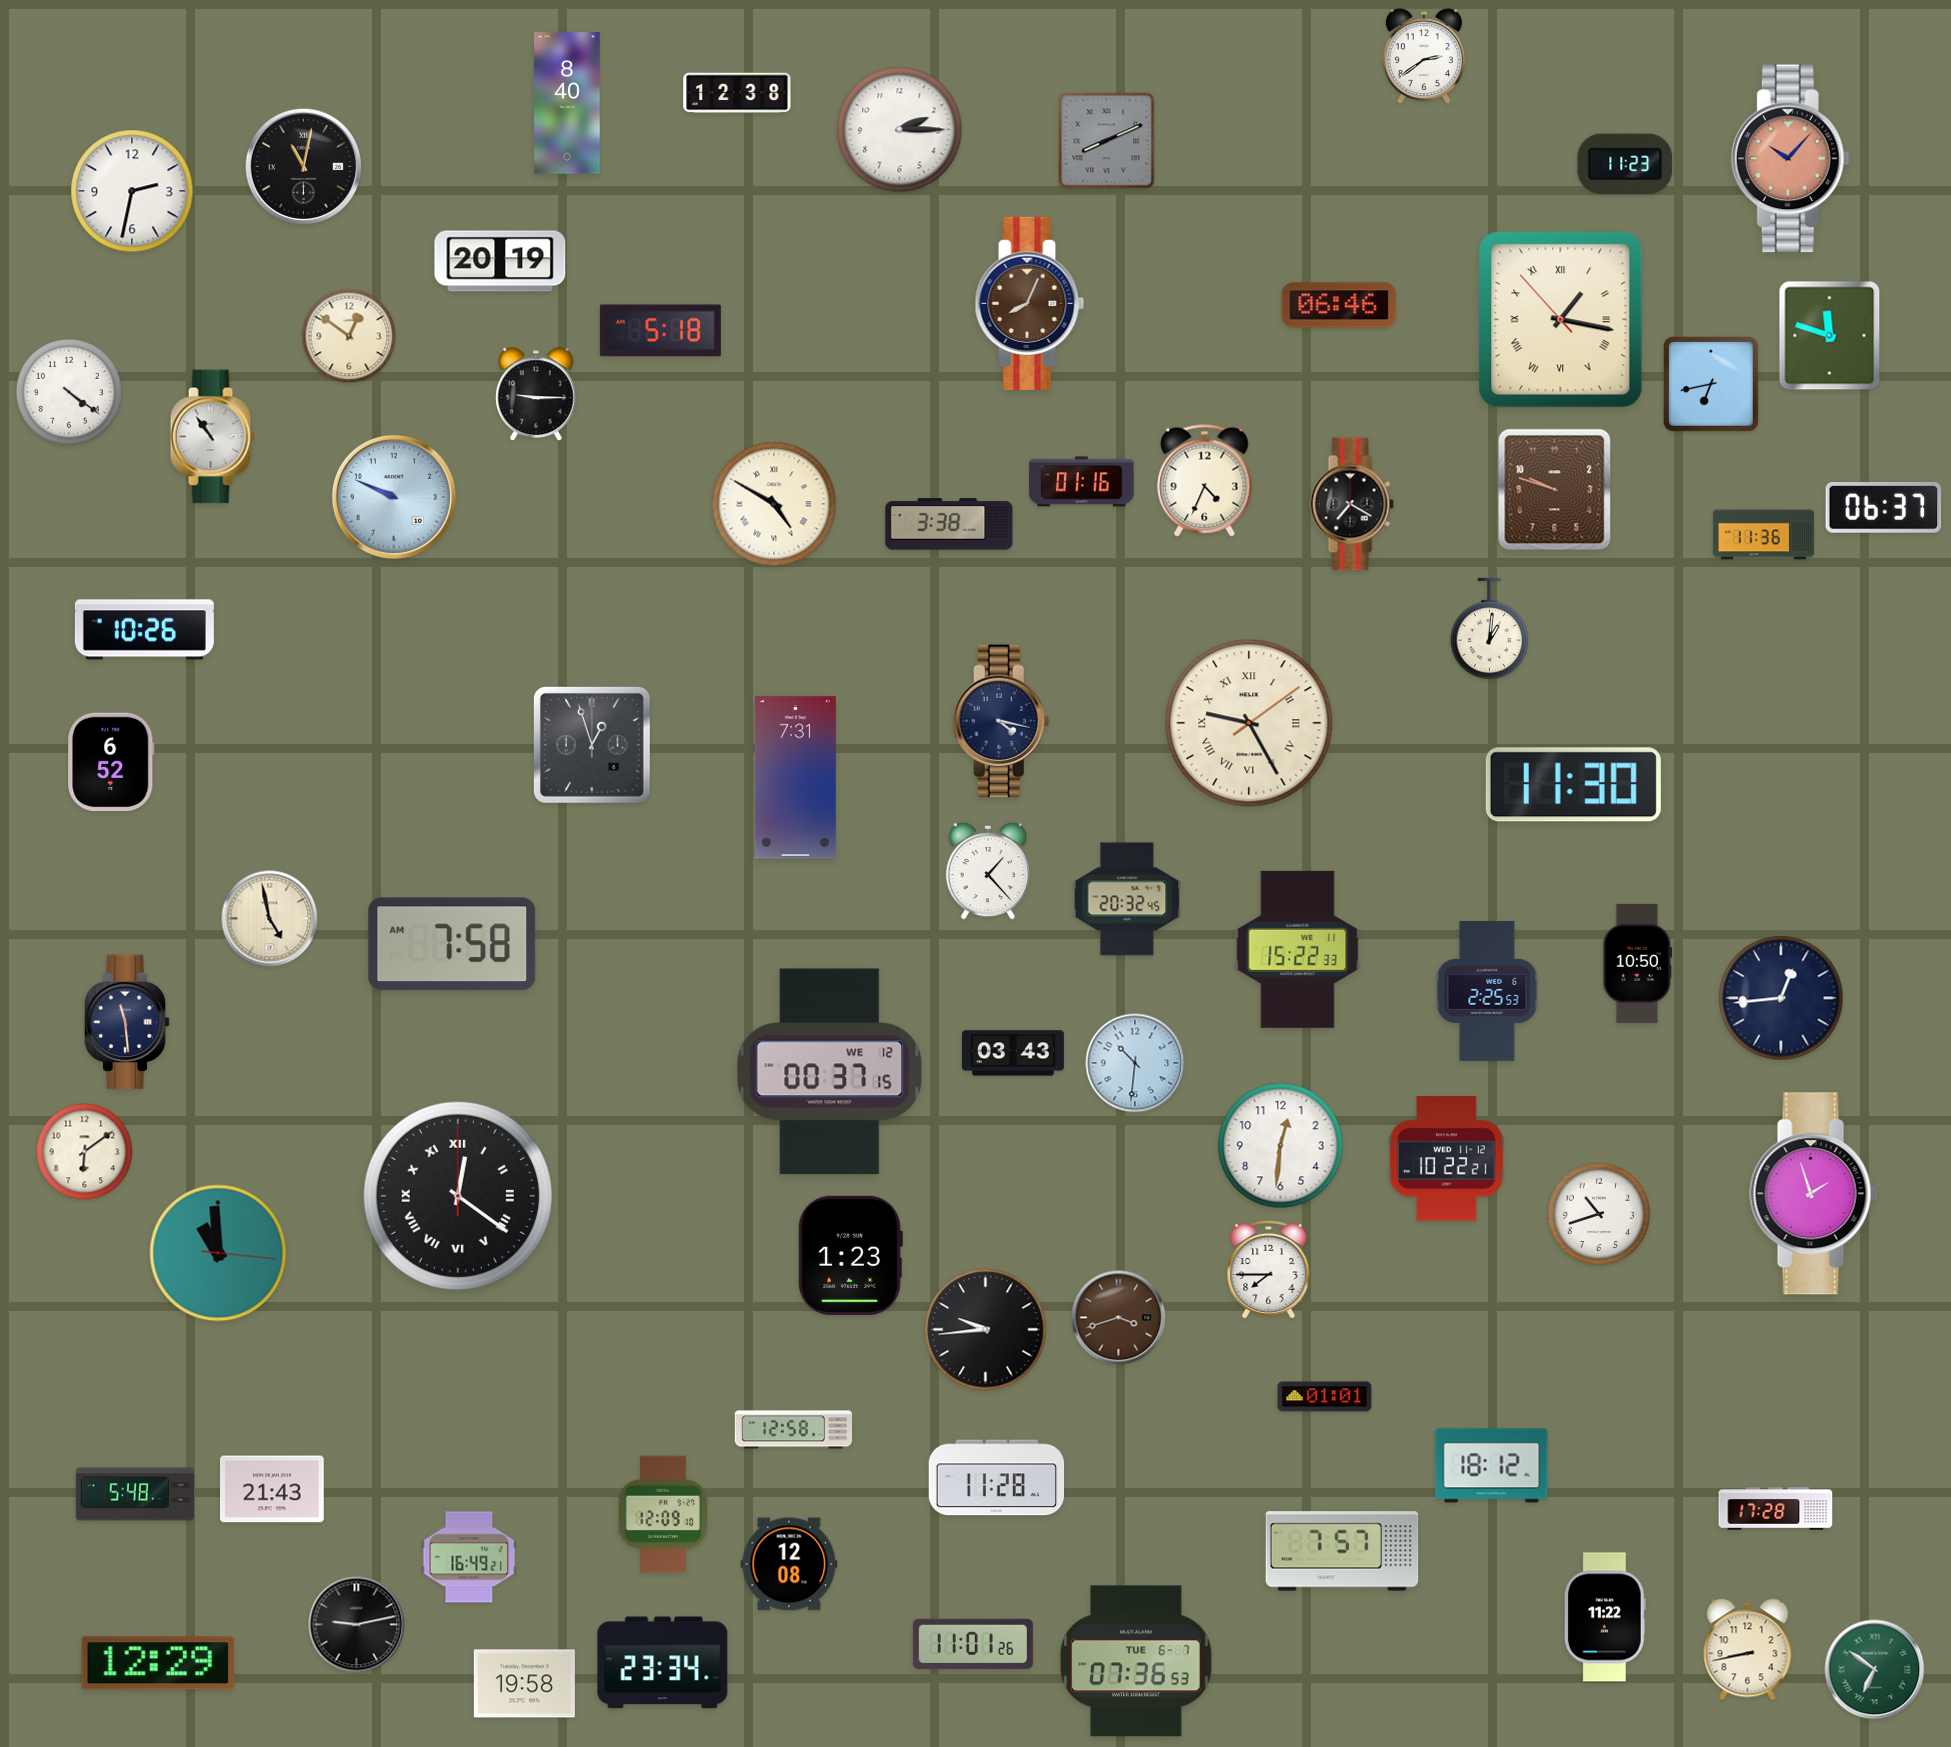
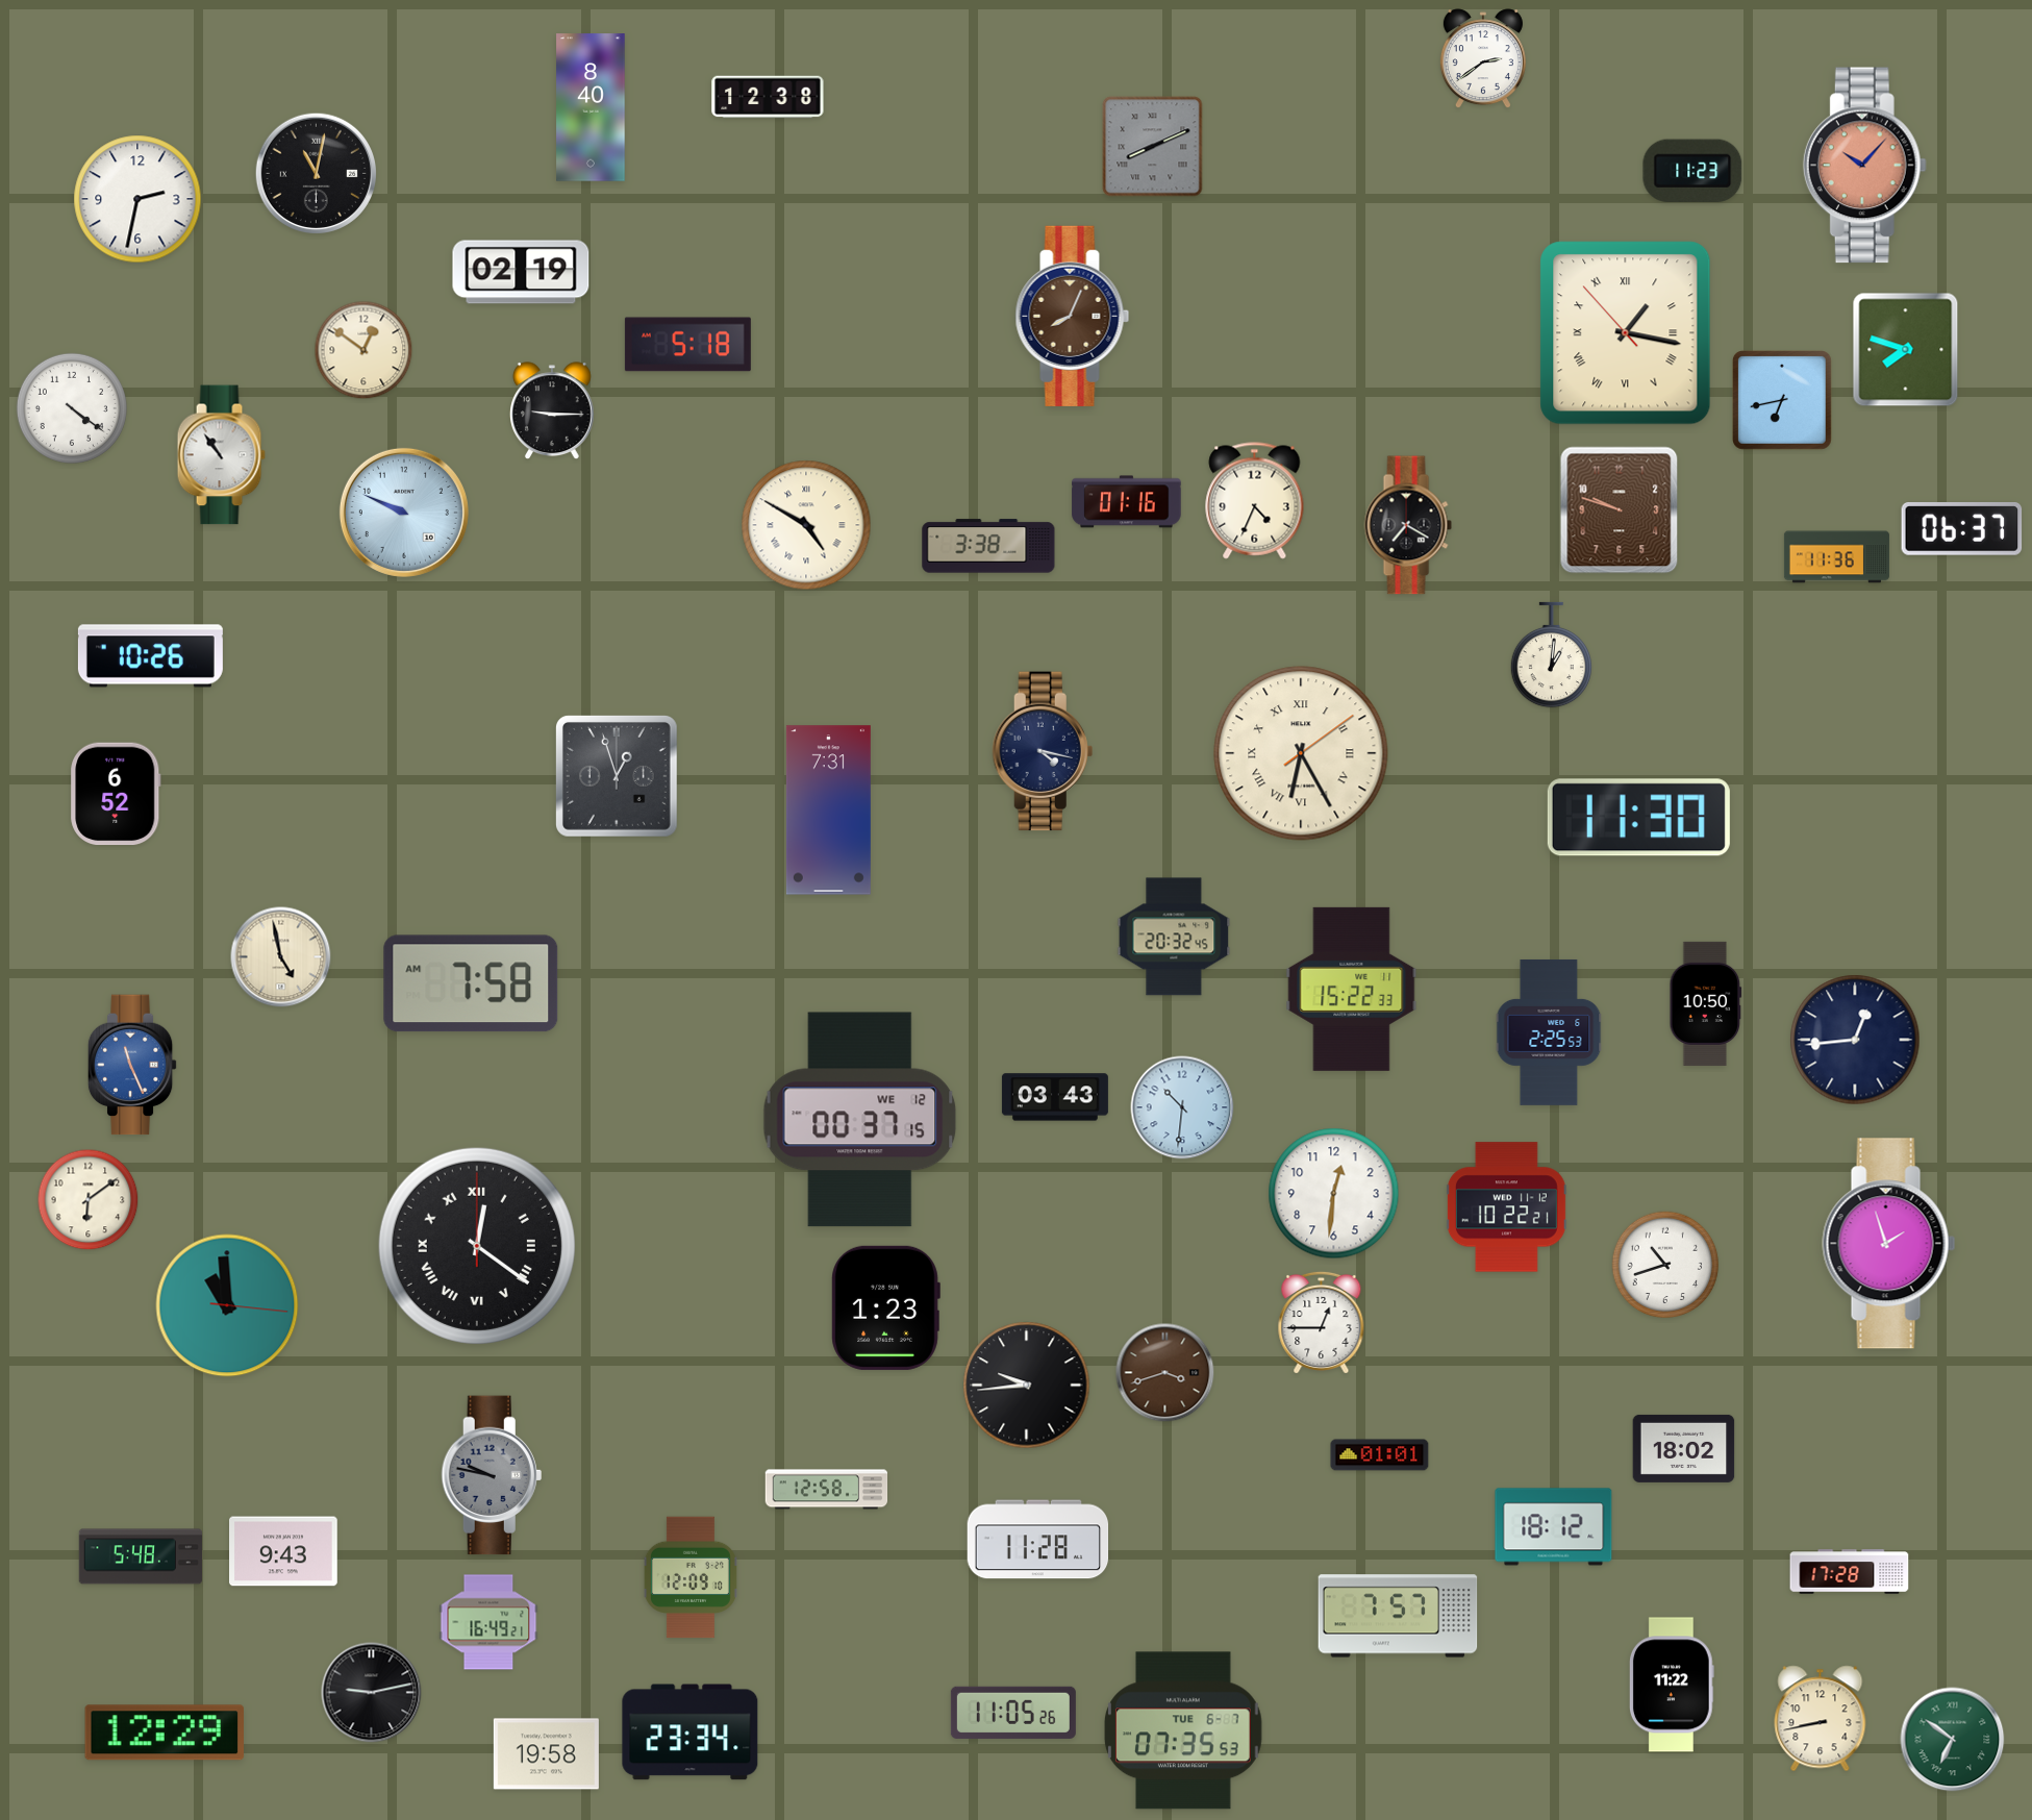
clock at (900, 130): 2:15 -> none
clock at (500, 261): 20:19 -> 02:19
clock at (1339, 305): 06:46 -> none
clock at (1830, 336): 11:48 -> 7:48
clock at (537, 395) position: (537, 395) -> (553, 412)
clock at (394, 497) position: (394, 497) -> (404, 513)
clock at (1249, 723): 9:25 -> 6:25
clock at (987, 871): 1:23 -> none
clock at (127, 1022): 11:29 -> 11:26
clock at (127, 1022) dial: navy -> blue
clock at (830, 1072) position: (830, 1072) -> (860, 1120)
clock at (1269, 1269): 7:45 -> 12:45
clock at (1684, 1448): none -> 18:02
clock at (492, 1475): none -> 9:47
clock at (273, 1489): 21:43 -> 9:43
clock at (789, 1564): 12:08 -> none
clock at (973, 1644): 11:01 -> 11:05
clock at (1136, 1661): 07:36 -> 07:35
